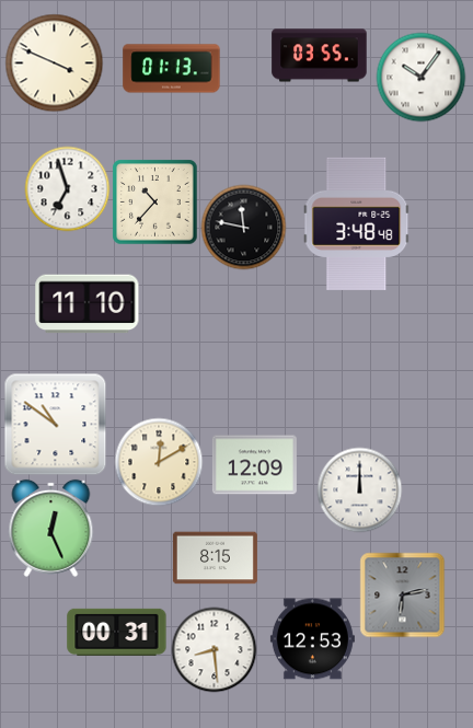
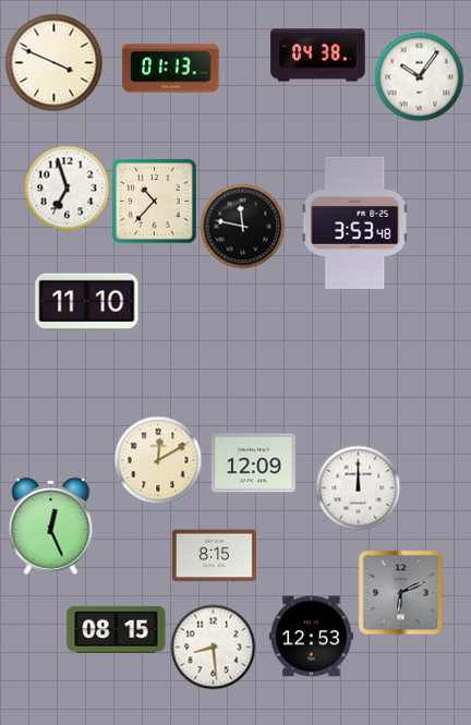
clock at (320, 56): 03:55 -> 04:38
clock at (357, 223): 3:48 -> 3:53
clock at (55, 424): 10:51 -> none
clock at (402, 594): 6:13 -> 6:11
clock at (117, 632): 00:31 -> 08:15
